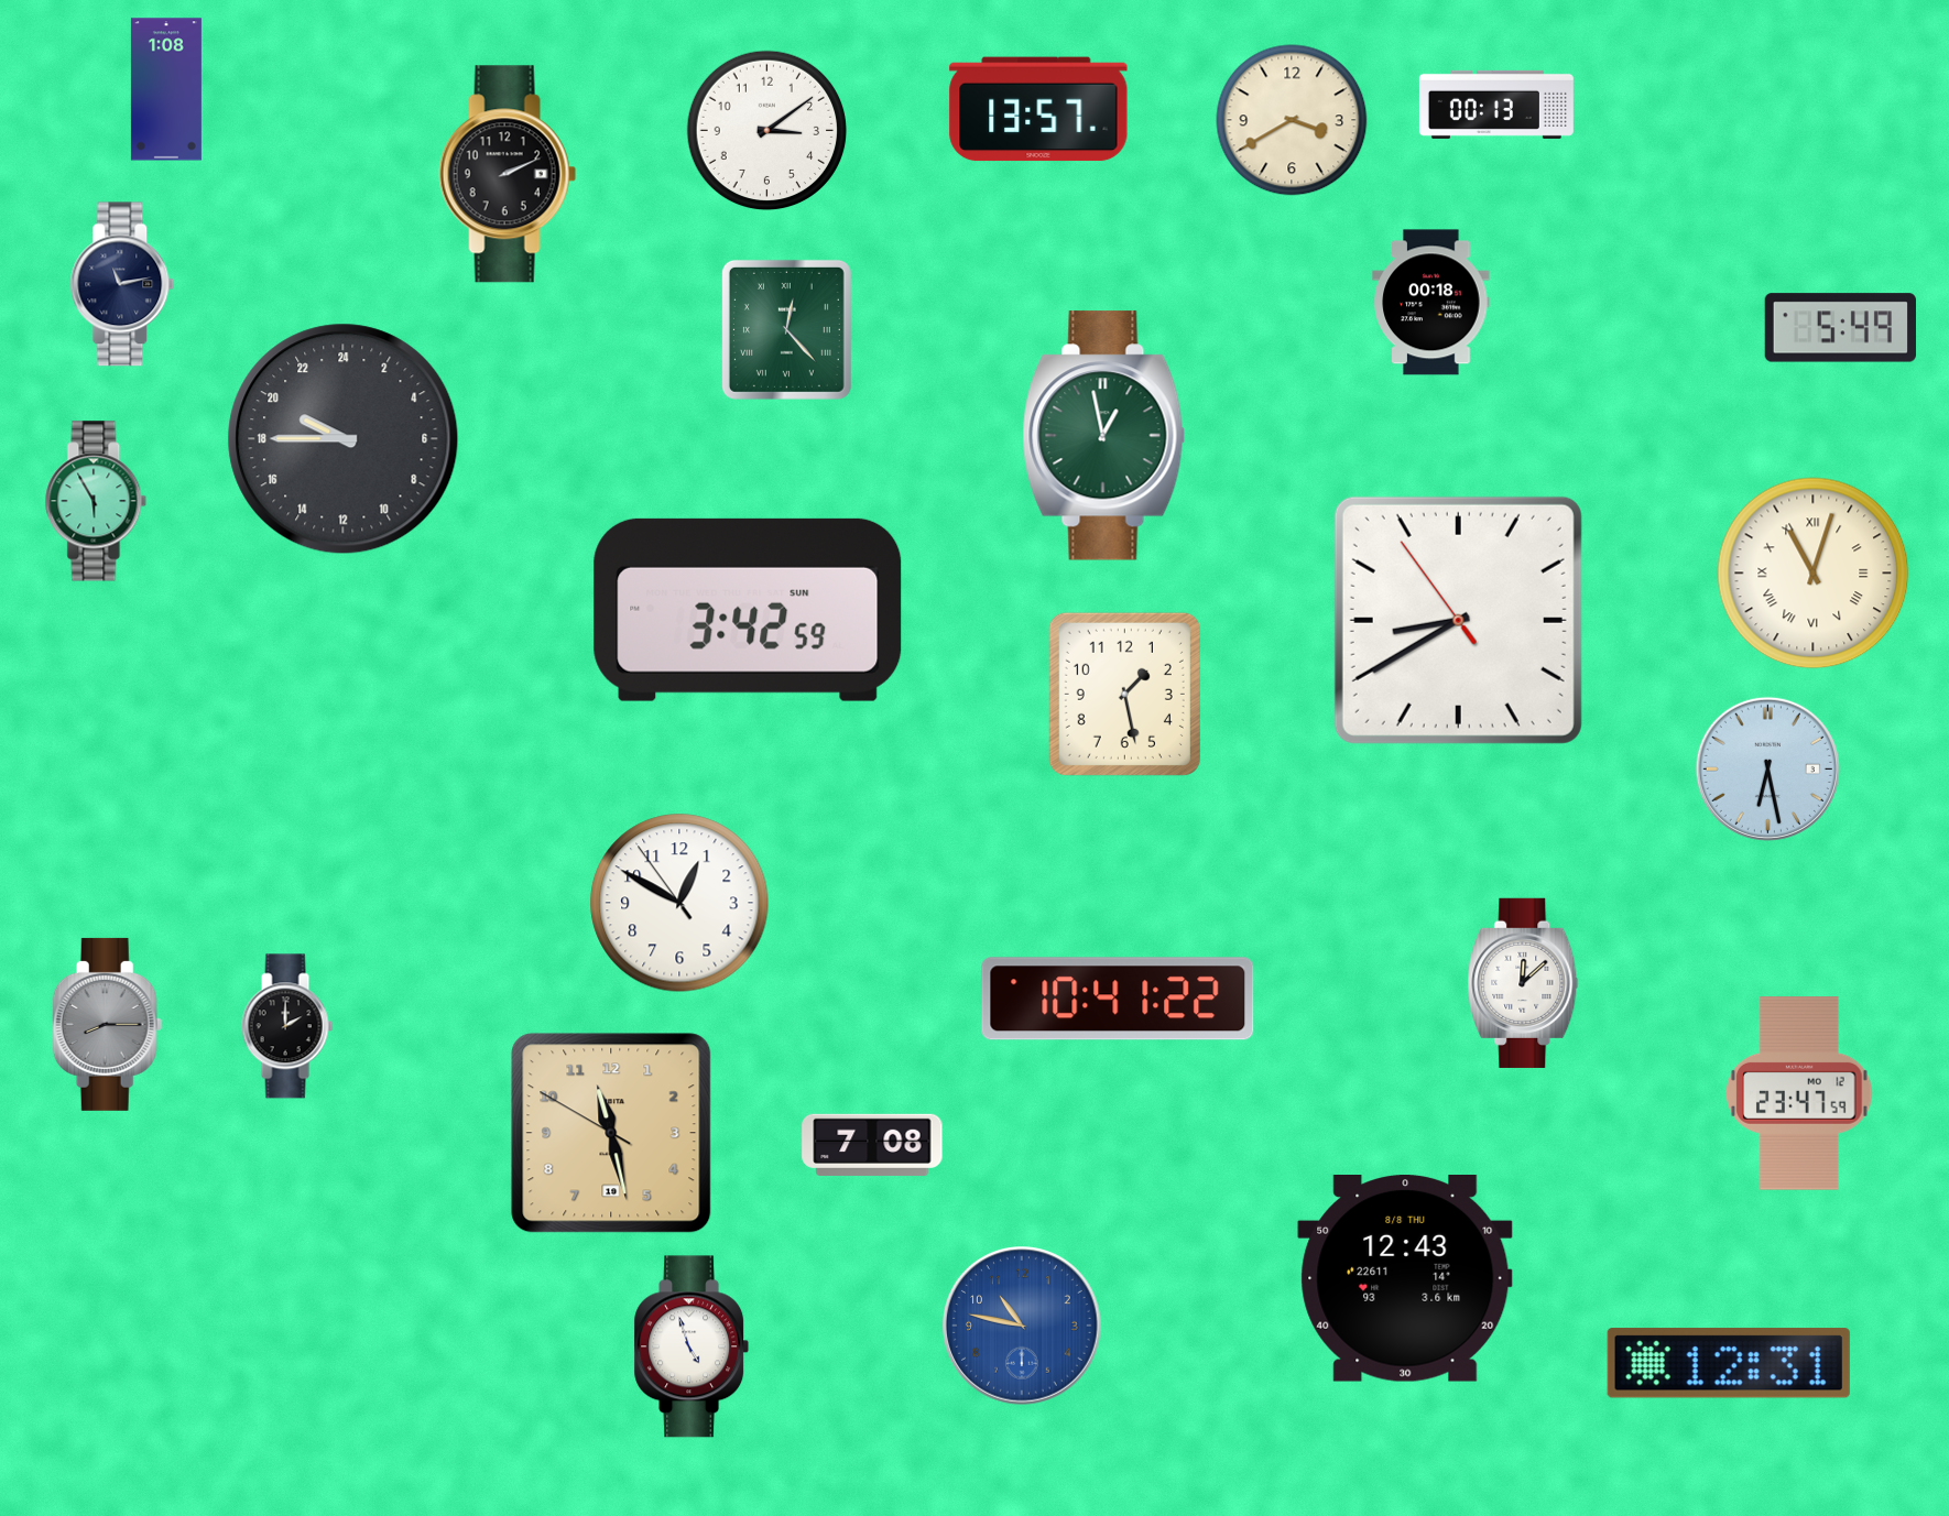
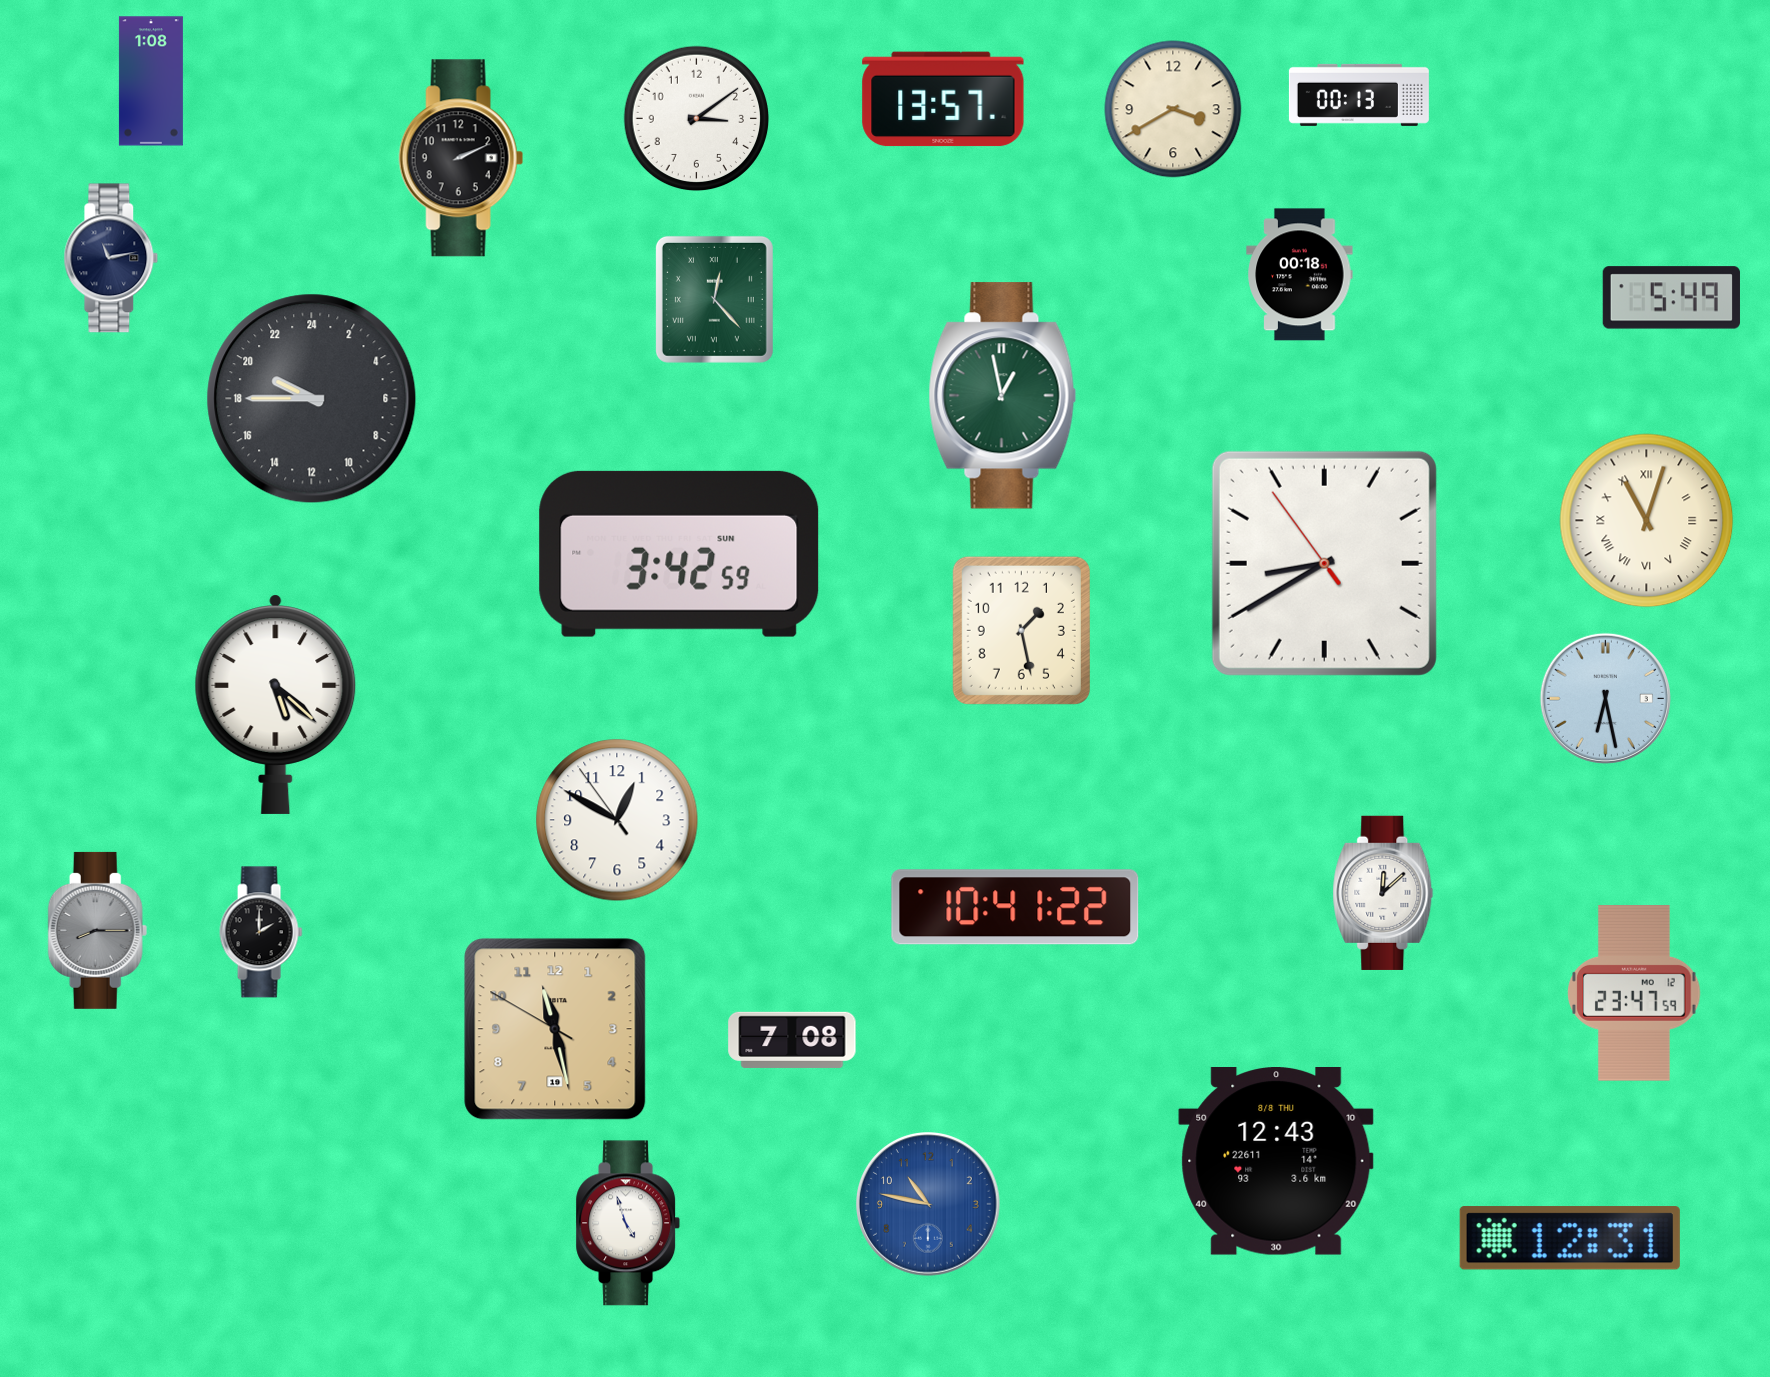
clock at (96, 501): 5:55 -> none
clock at (276, 704): none -> 5:22
